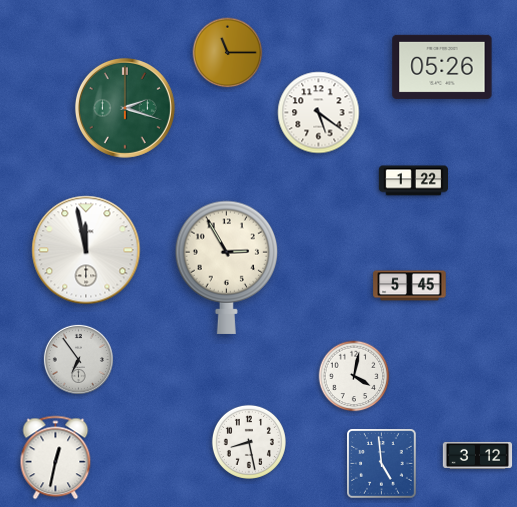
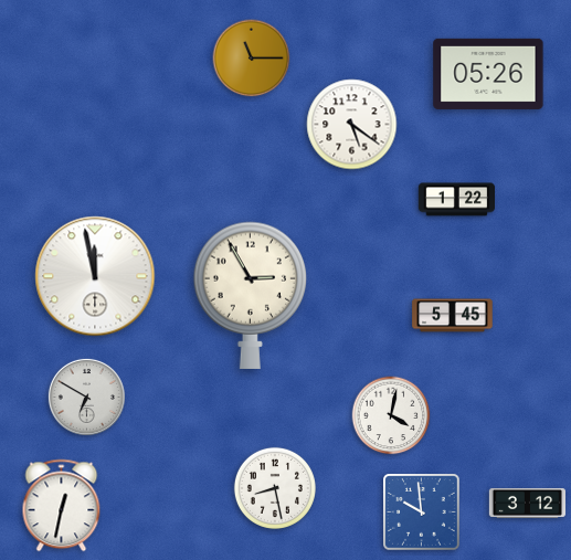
clock at (125, 108): 2:18 -> none
clock at (78, 359): 6:54 -> 6:50
clock at (382, 464): 4:59 -> 9:59
